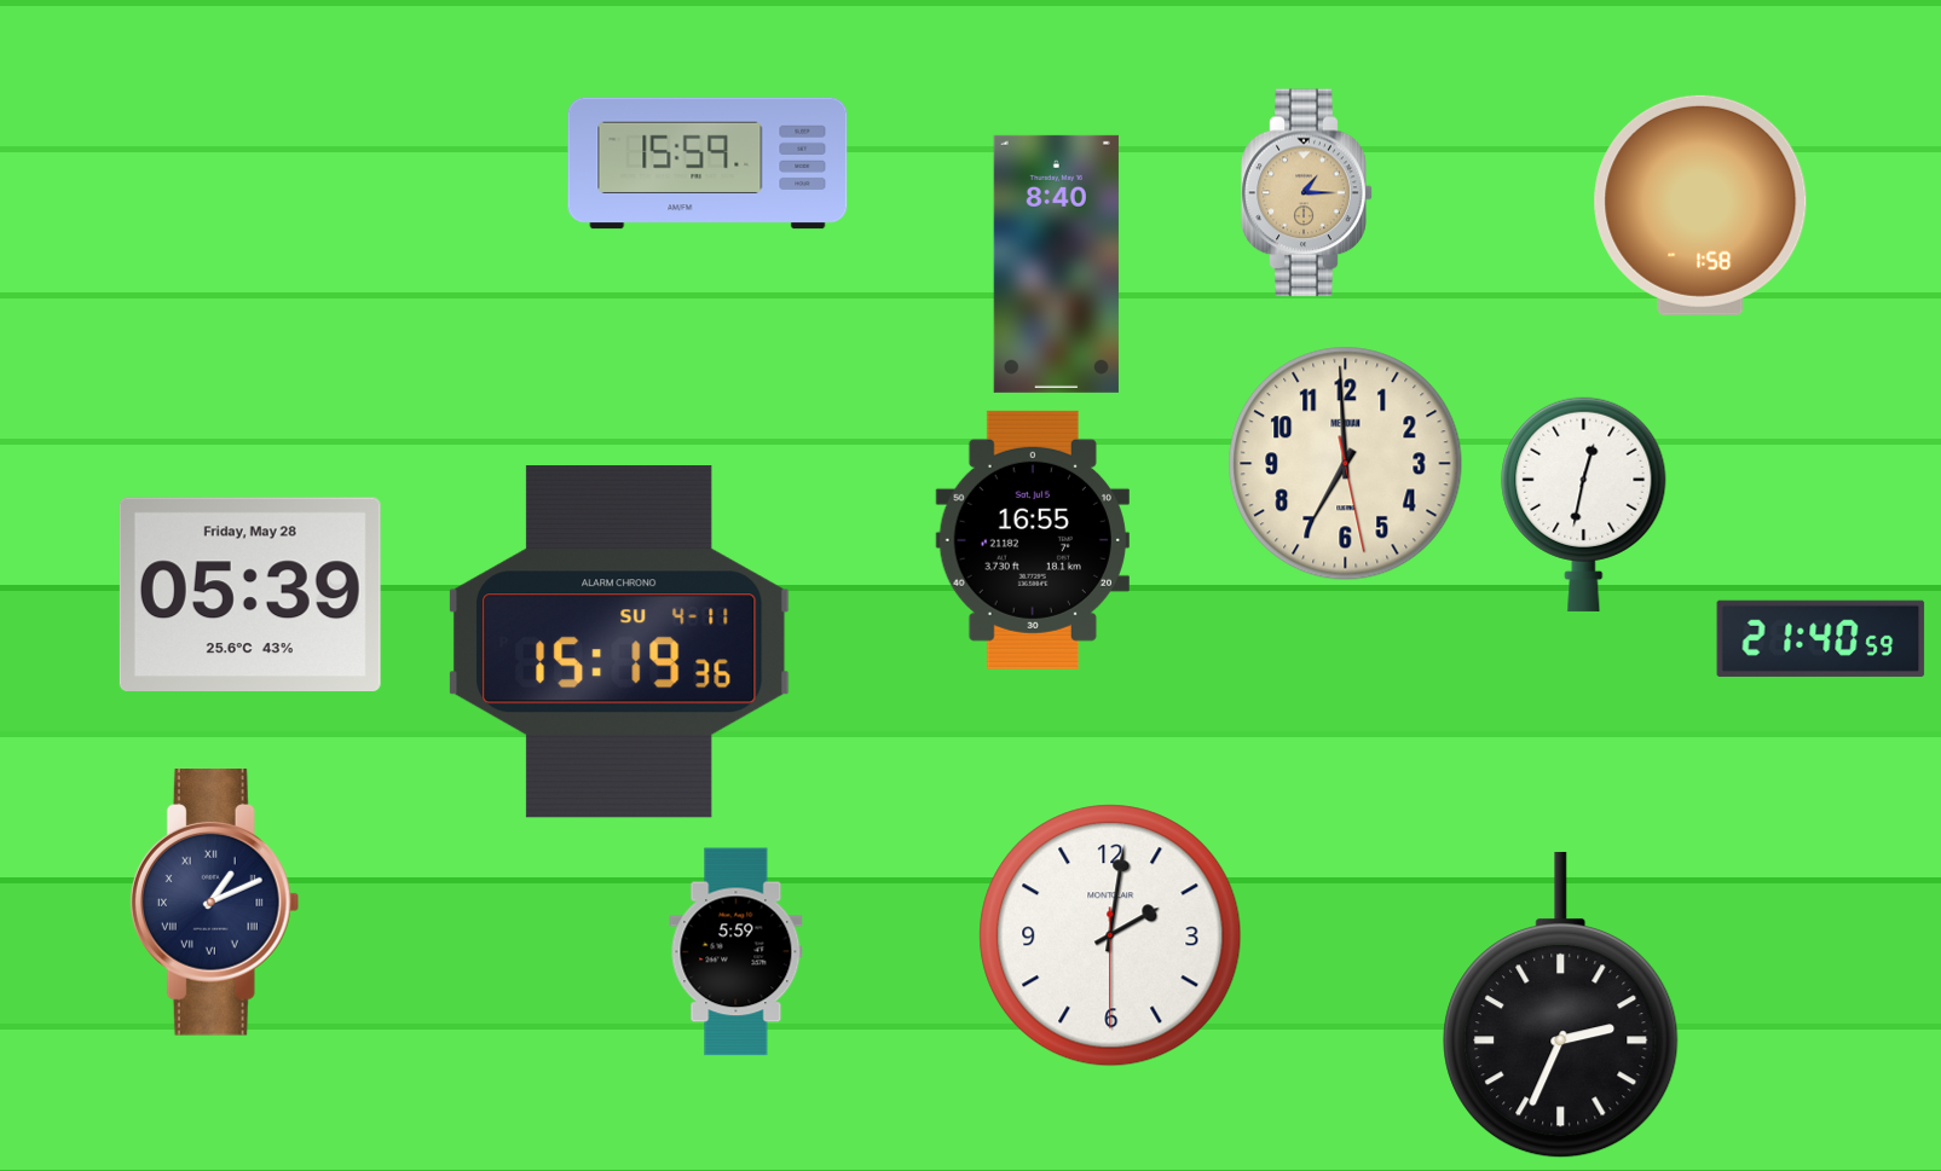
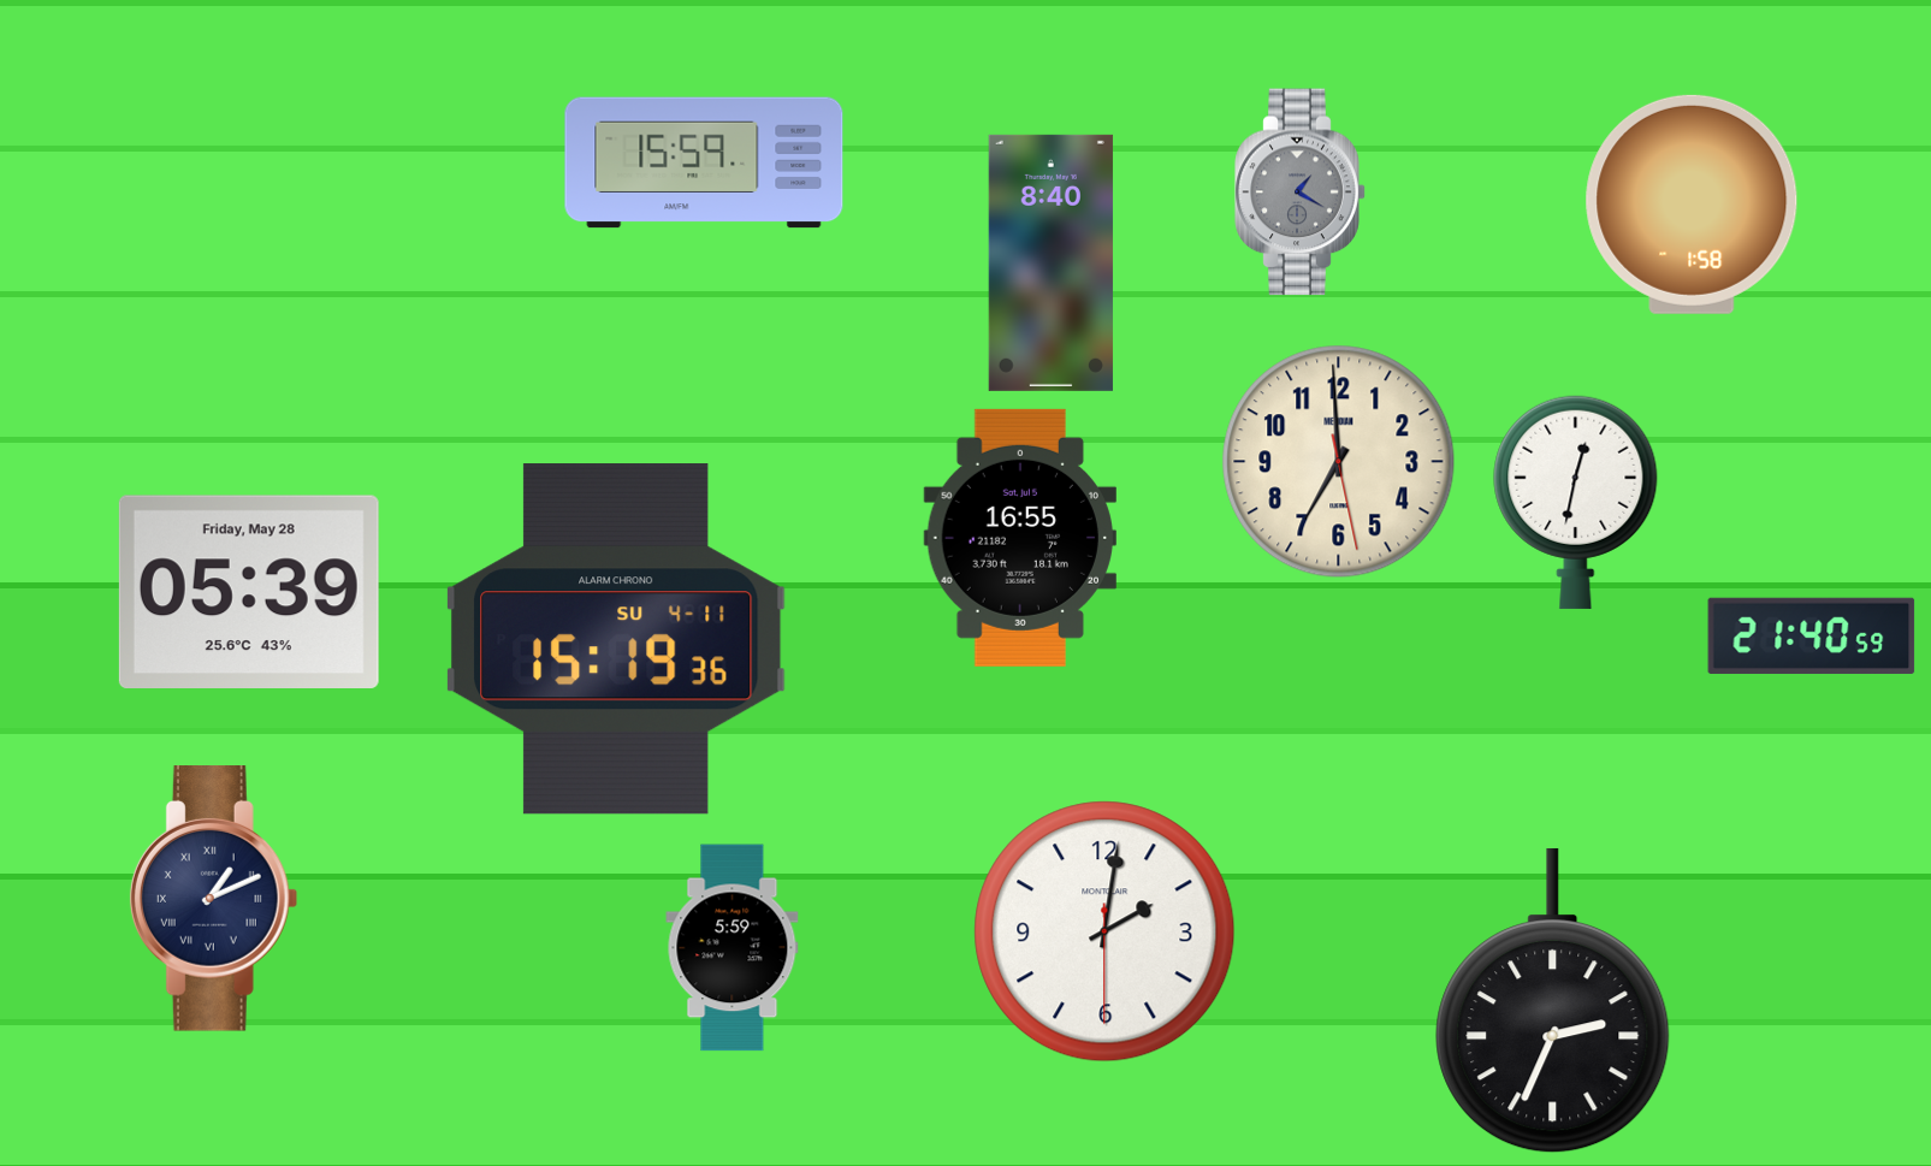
clock at (1307, 193): 1:15 -> 1:20
clock at (1307, 193) dial: champagne -> grey
clock at (1033, 540) position: (1033, 540) -> (1020, 538)
